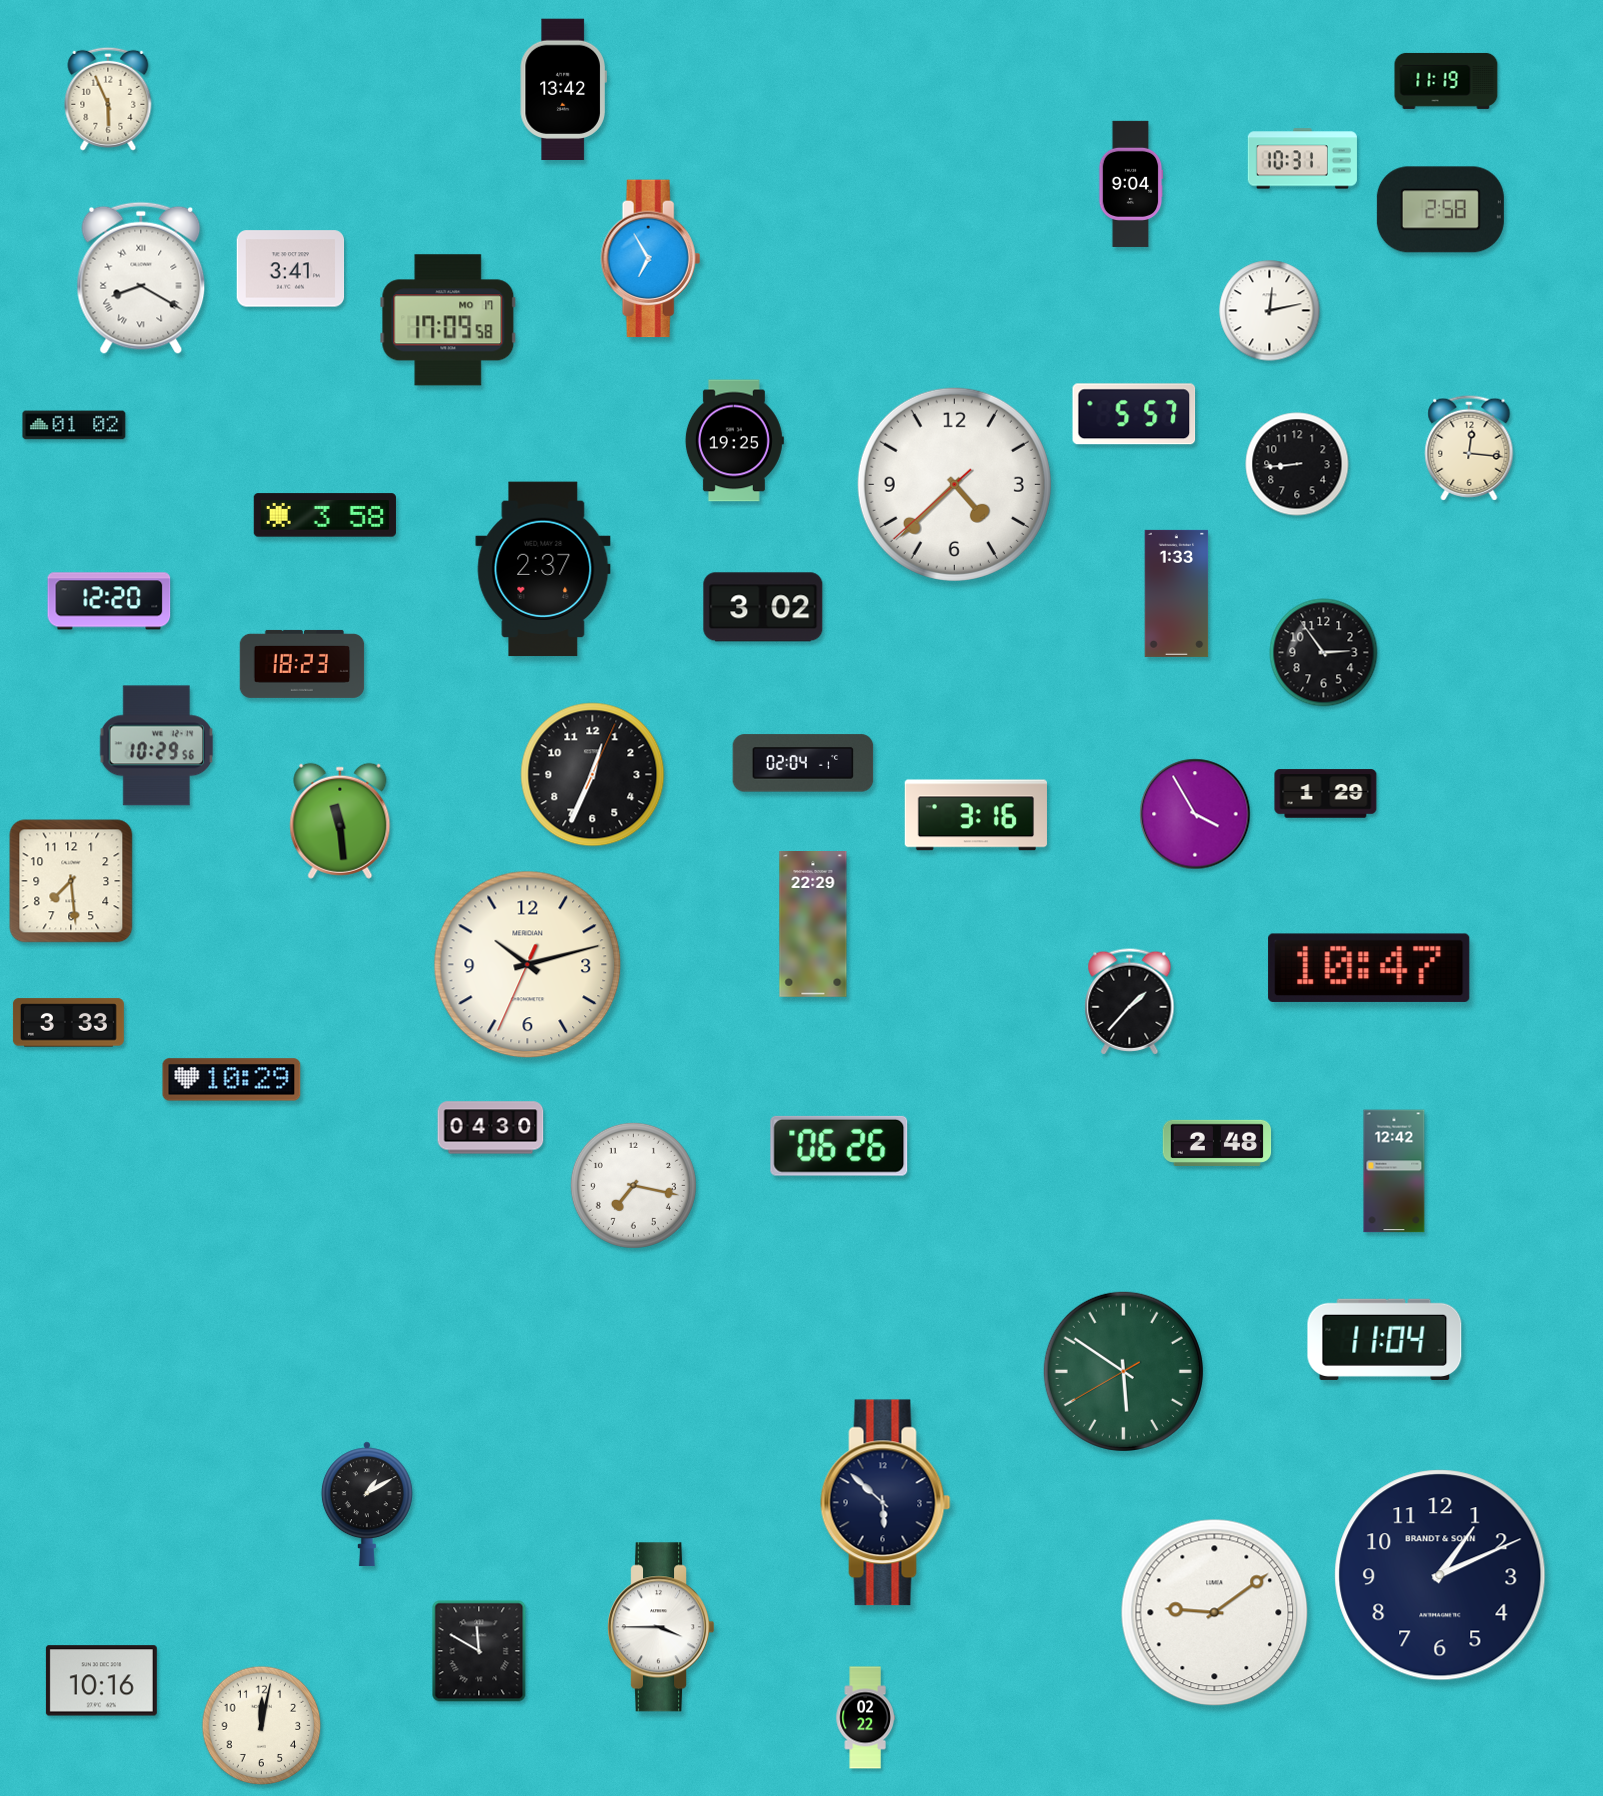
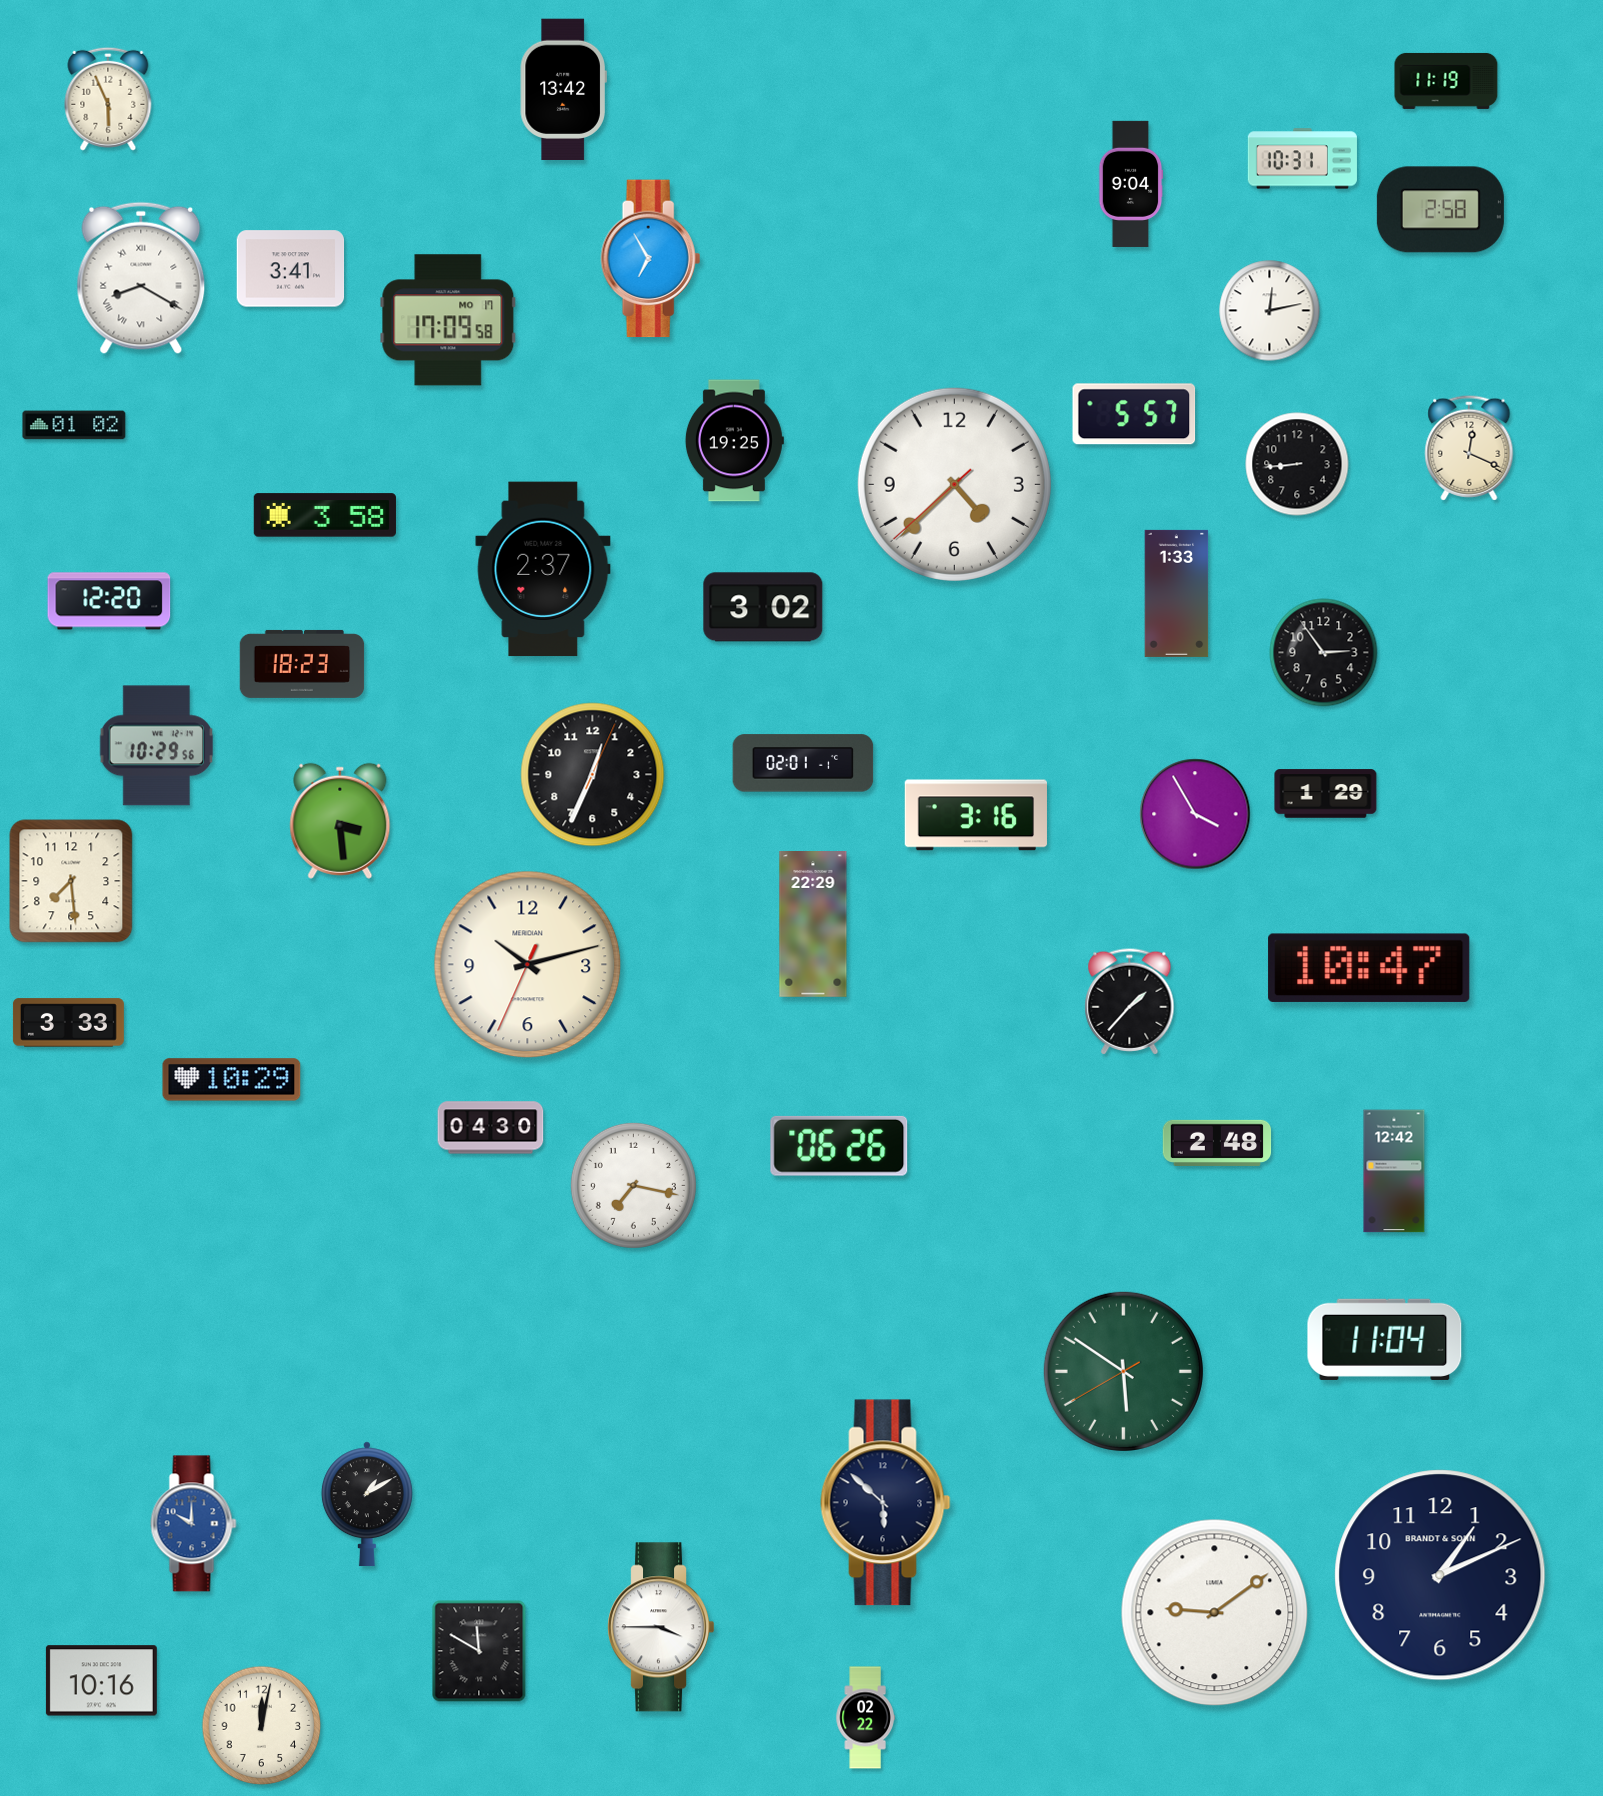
clock at (1469, 448): 12:16 -> 12:19
clock at (803, 763): 02:04 -> 02:01
clock at (340, 821): 11:29 -> 3:29
clock at (194, 1524): none -> 10:00
